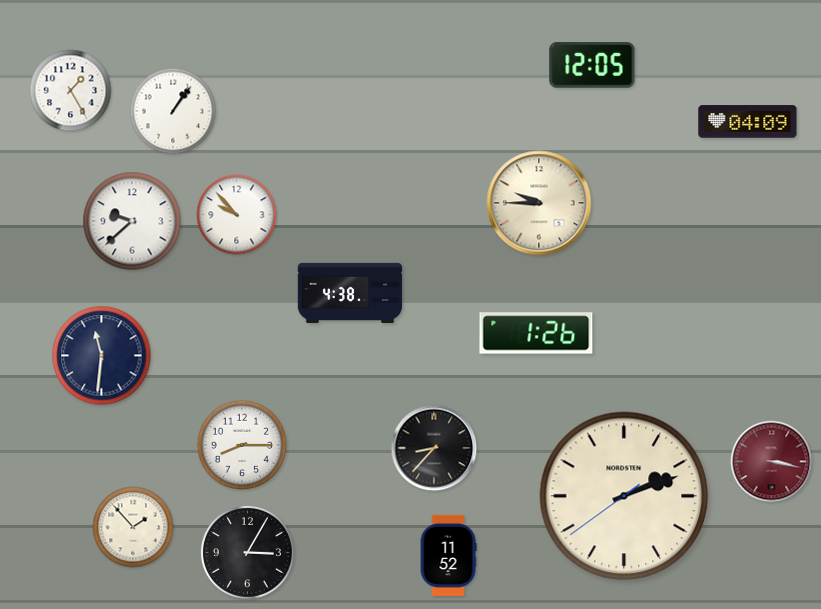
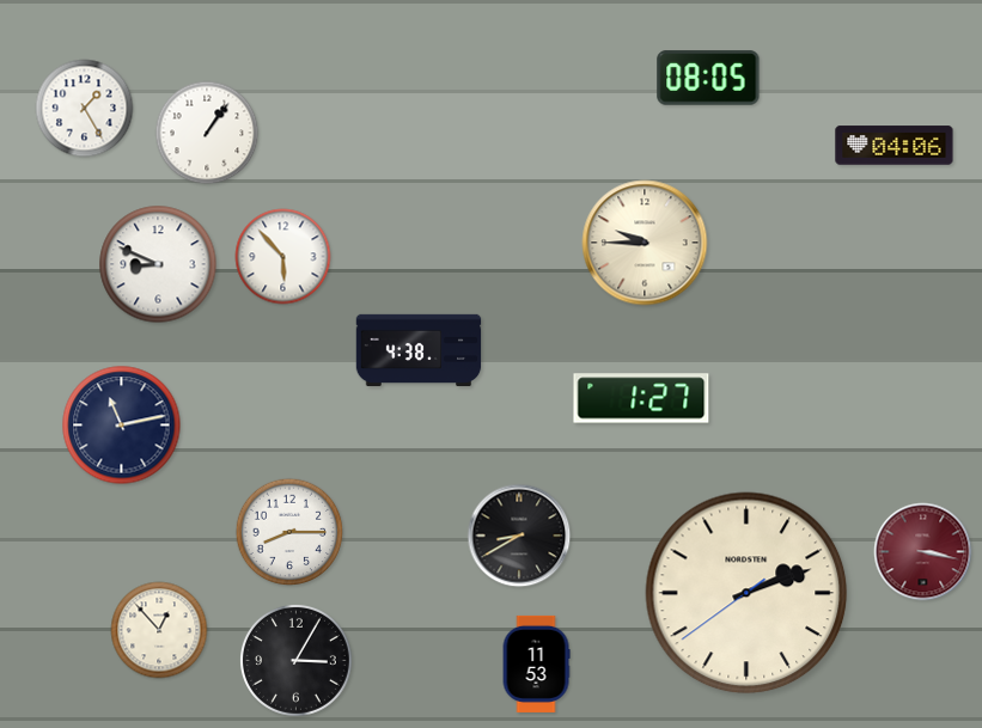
clock at (592, 65): 12:05 -> 08:05
clock at (748, 122): 04:09 -> 04:06
clock at (237, 215): 9:53 -> 5:53
clock at (132, 221): 9:38 -> 8:49
clock at (536, 333): 1:26 -> 1:27
clock at (102, 356): 11:31 -> 11:13
clock at (434, 448): 8:37 -> 8:40
clock at (133, 527): 1:53 -> 12:53
clock at (448, 555): 11:52 -> 11:53
